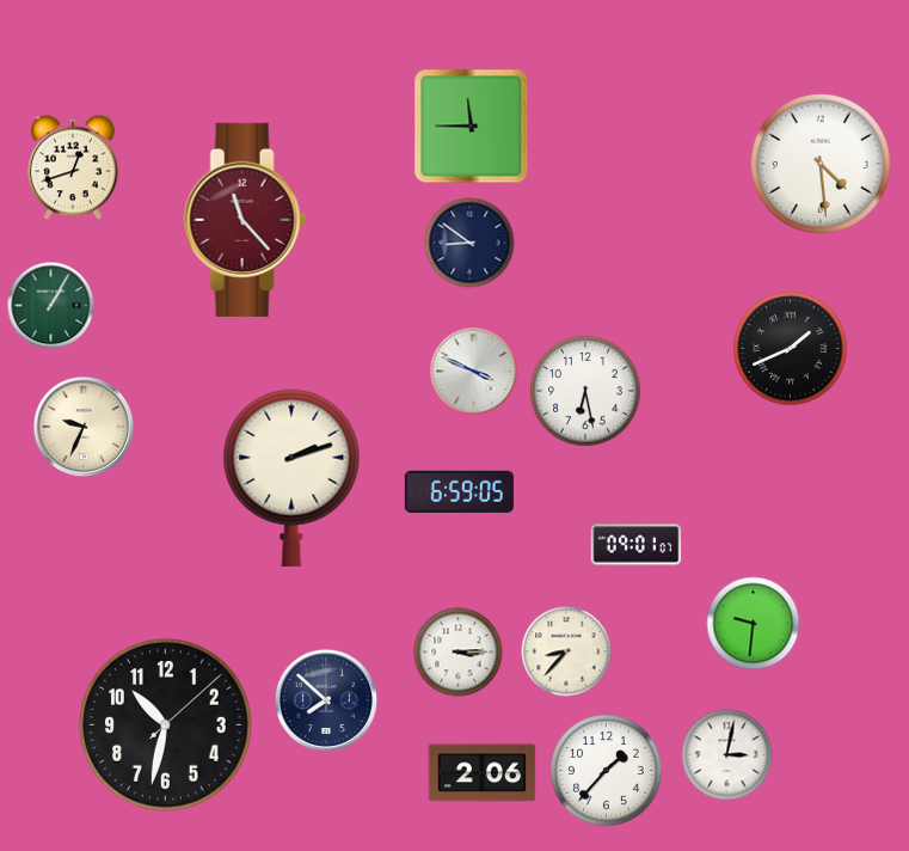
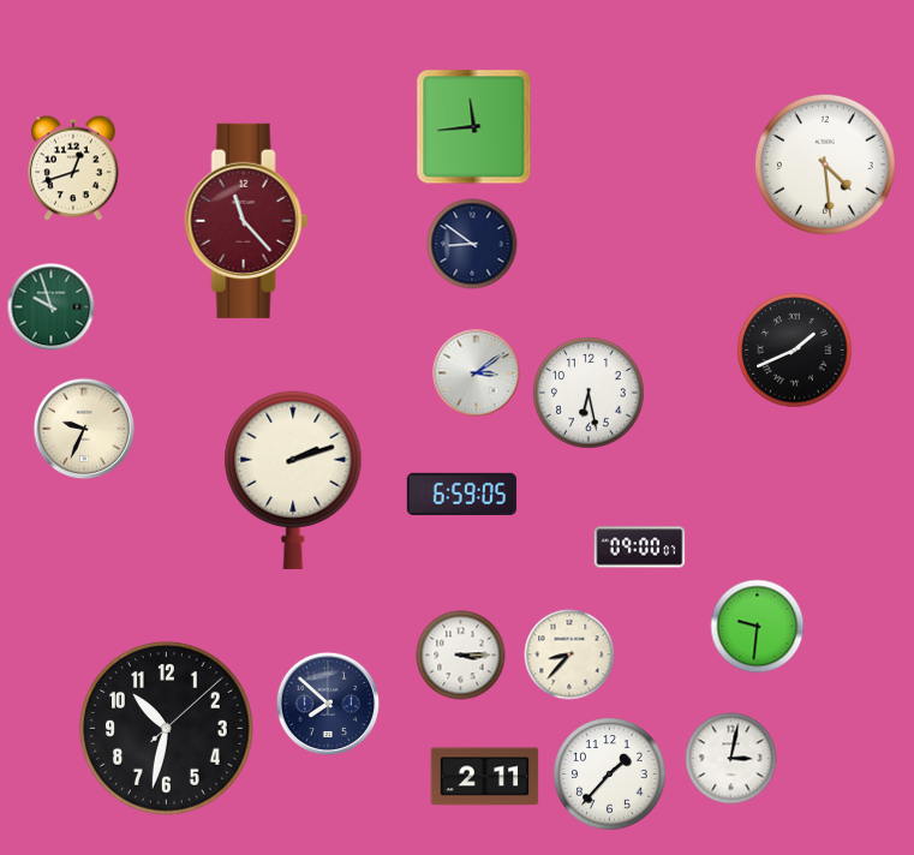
clock at (472, 127): 11:45 -> 11:44
clock at (51, 306): 1:05 -> 9:57
clock at (474, 372): 3:49 -> 3:09
clock at (637, 545): 09:01 -> 09:00
clock at (483, 773): 2:06 -> 2:11
